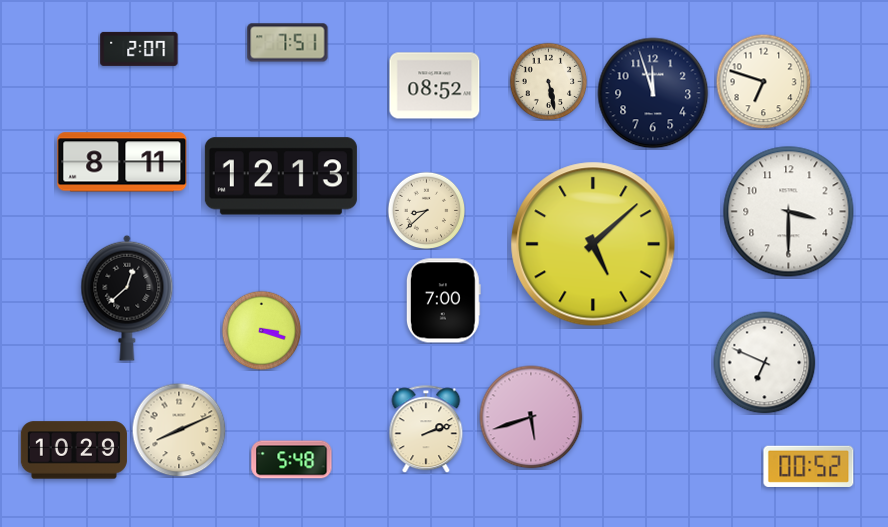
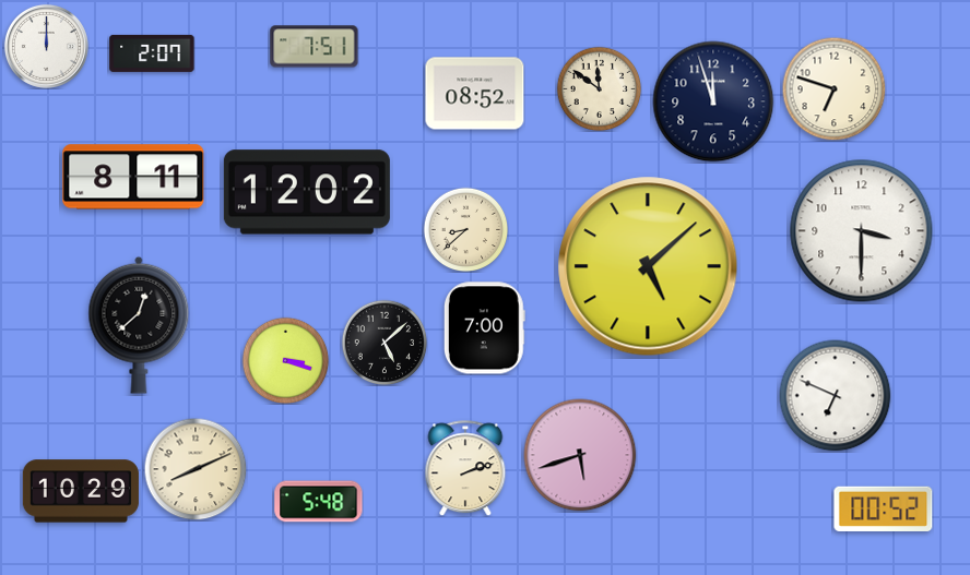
clock at (46, 46): none -> 12:00
clock at (548, 81): 5:28 -> 11:51
clock at (281, 176): 12:13 -> 12:02
clock at (385, 343): none -> 5:08
